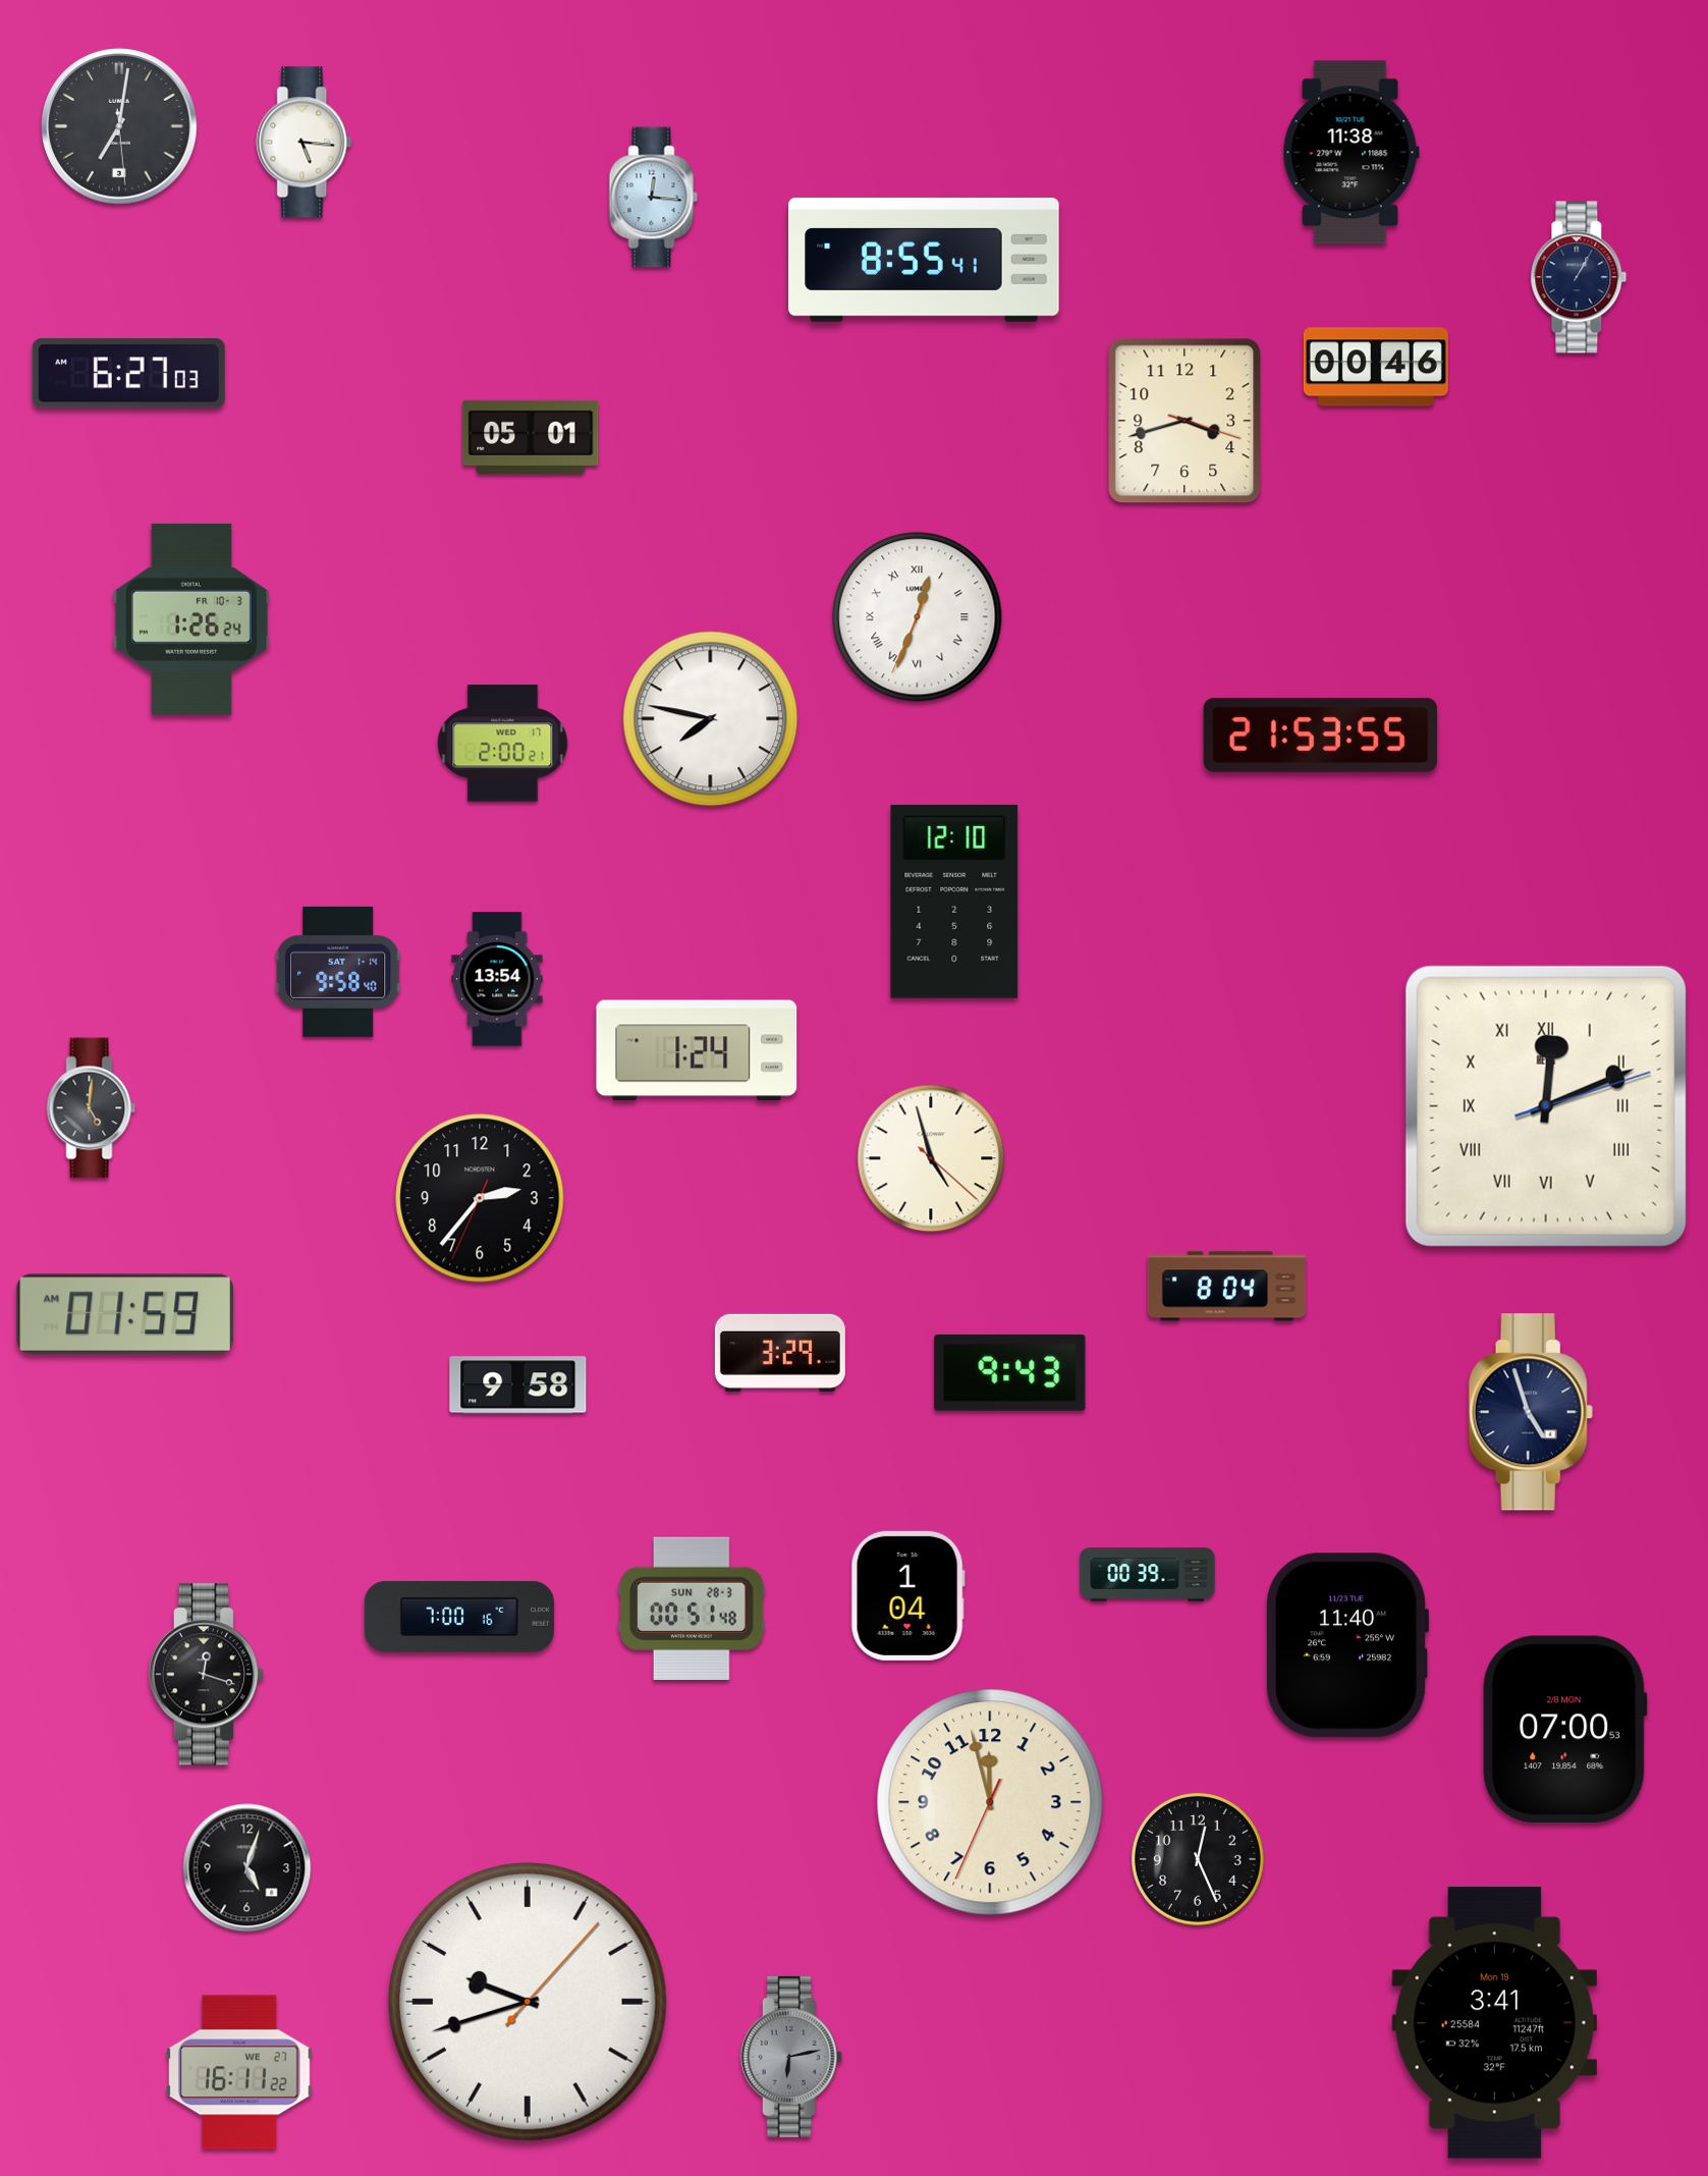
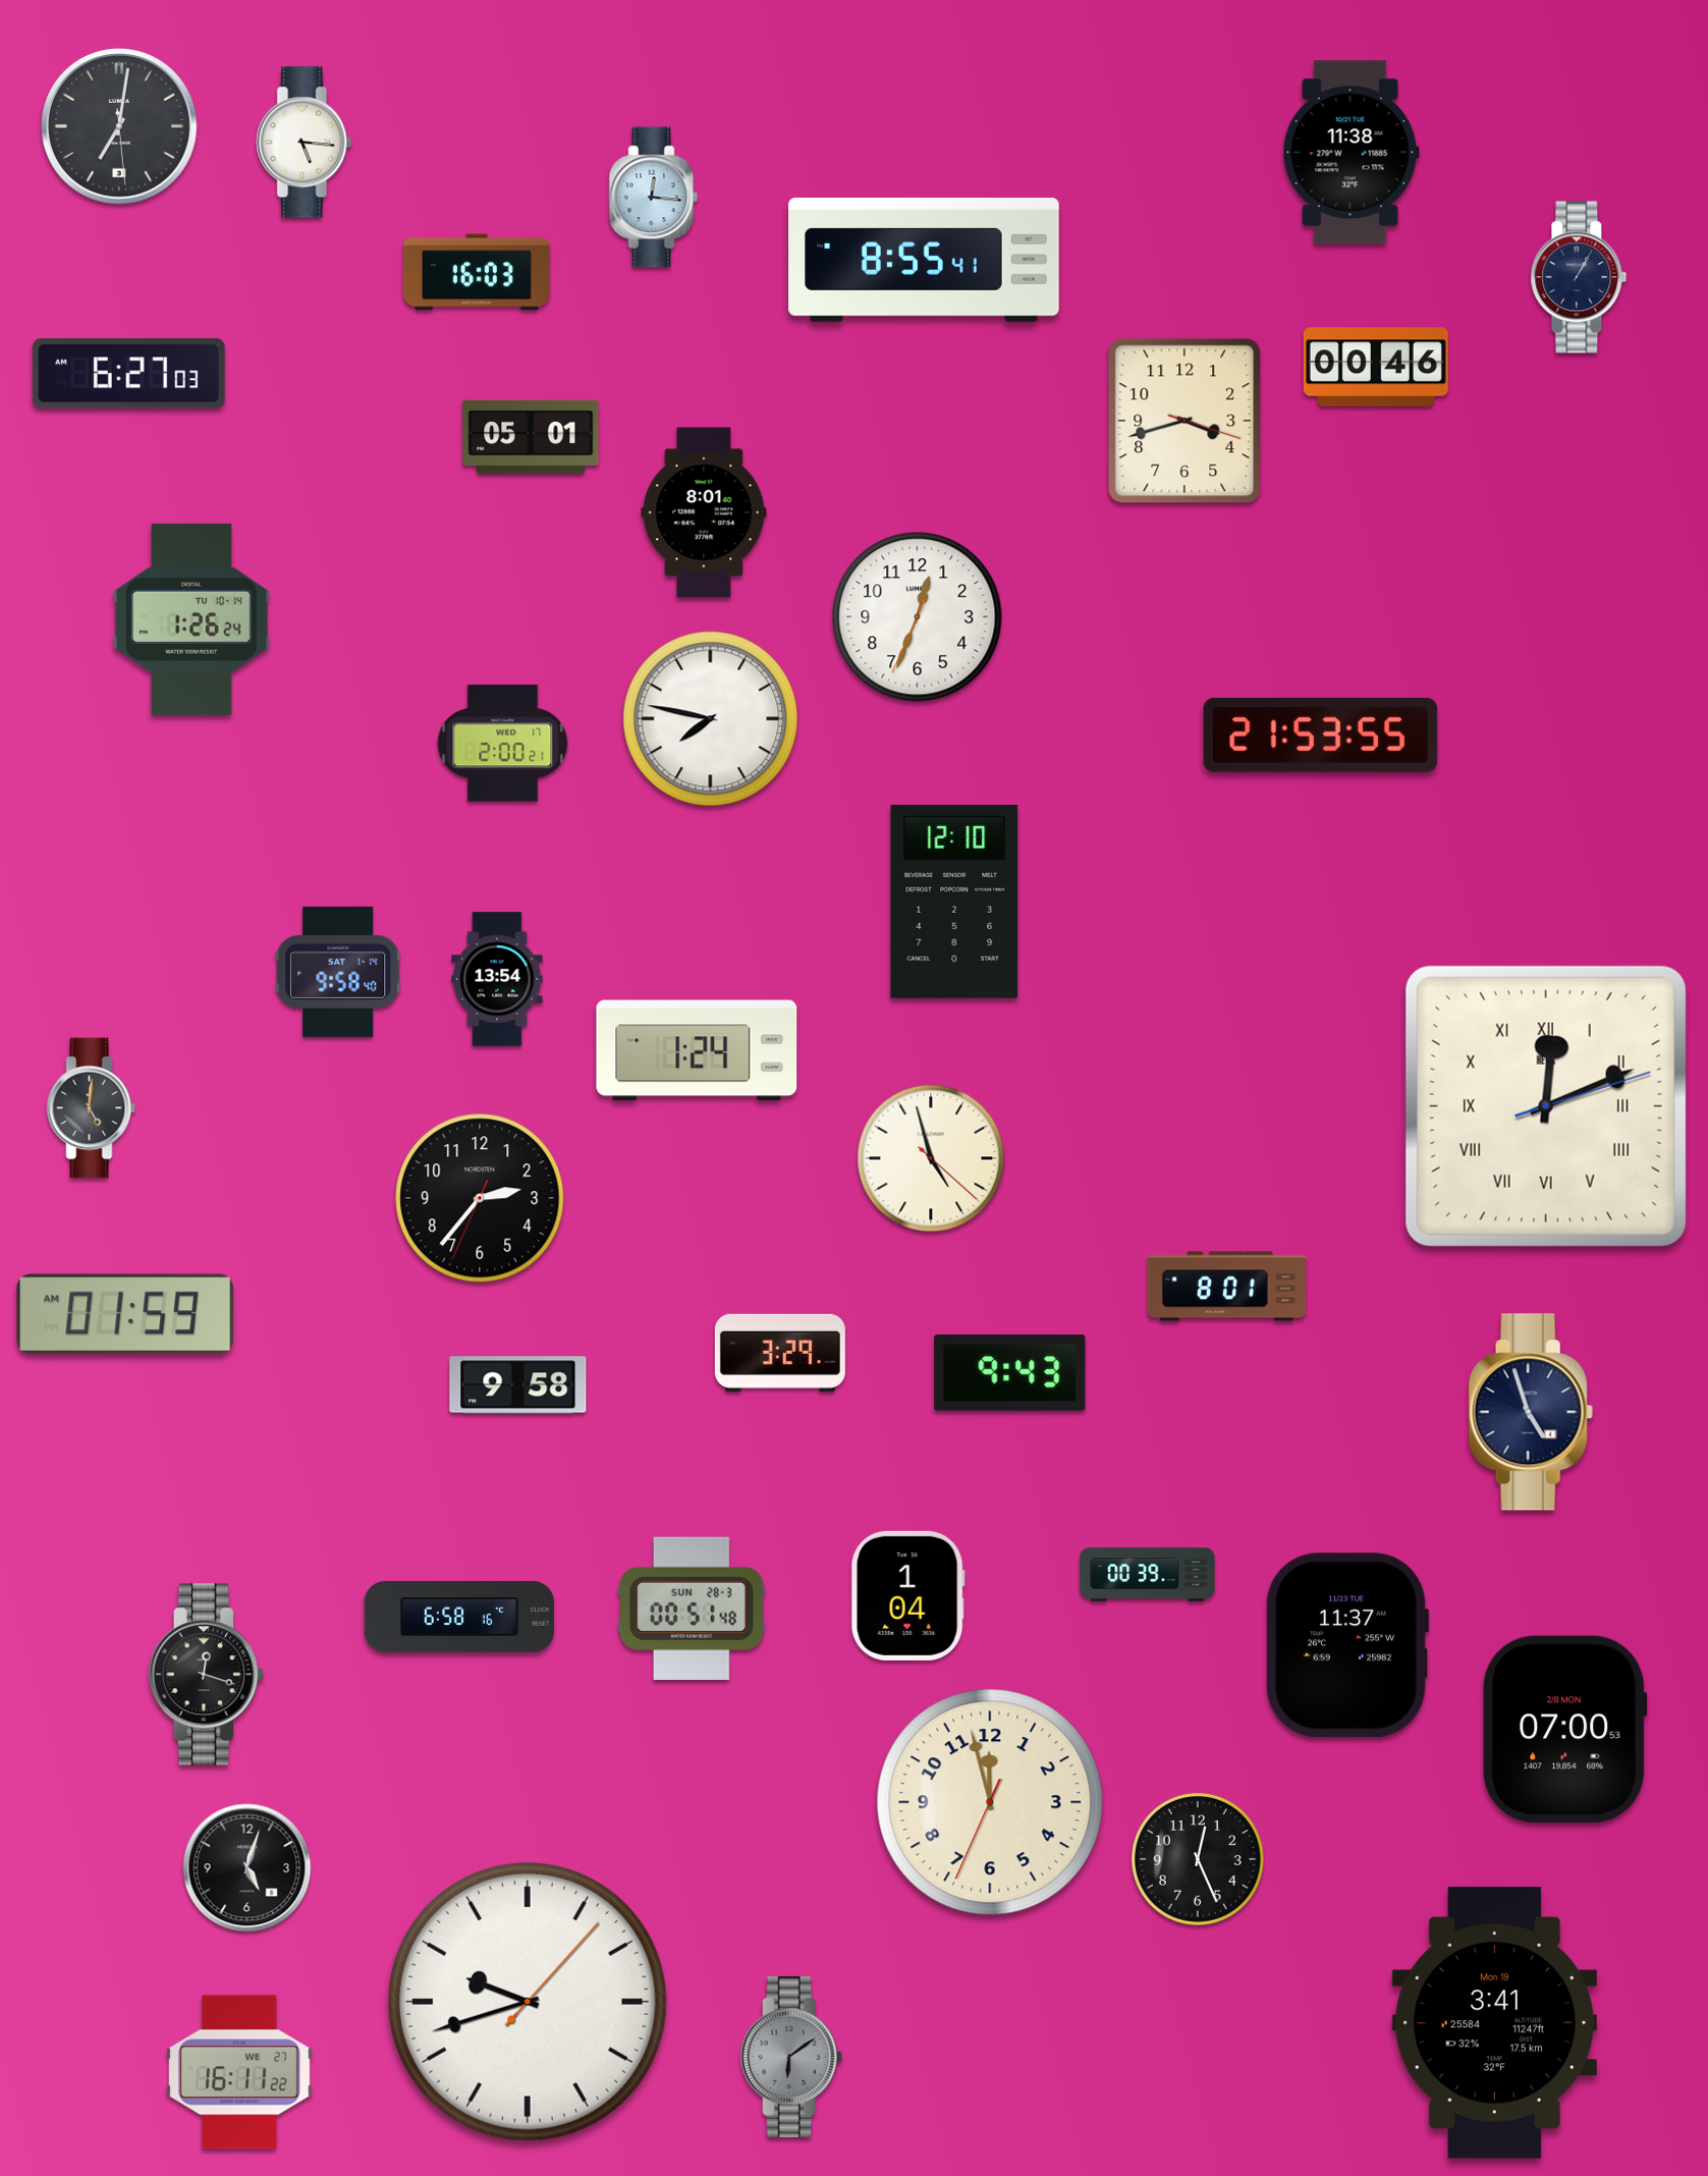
clock at (477, 272): none -> 16:03
clock at (704, 512): none -> 8:01
clock at (918, 617) numerals: Roman -> Arabic
clock at (191, 619) date: FR 10-3 -> TU 10-14
clock at (1227, 1287): 8:04 -> 8:01
clock at (459, 1617): 7:00 -> 6:58
clock at (1347, 1645): 11:40 -> 11:37
clock at (791, 2057): 6:13 -> 6:09
